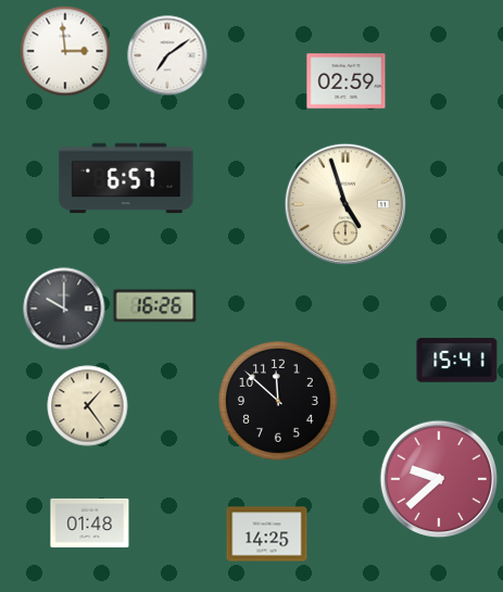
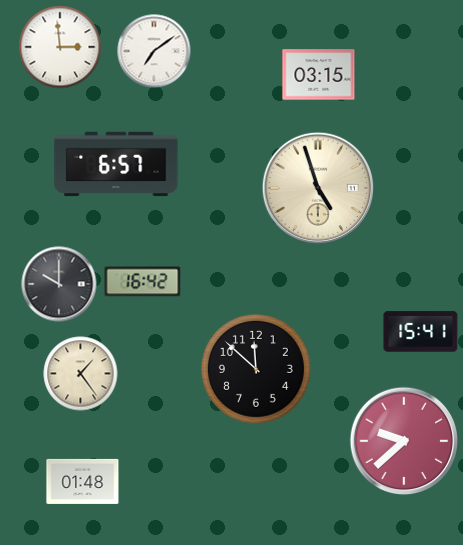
clock at (347, 81): 02:59 -> 03:15
clock at (155, 306): 16:26 -> 16:42
clock at (267, 534): 14:25 -> none
